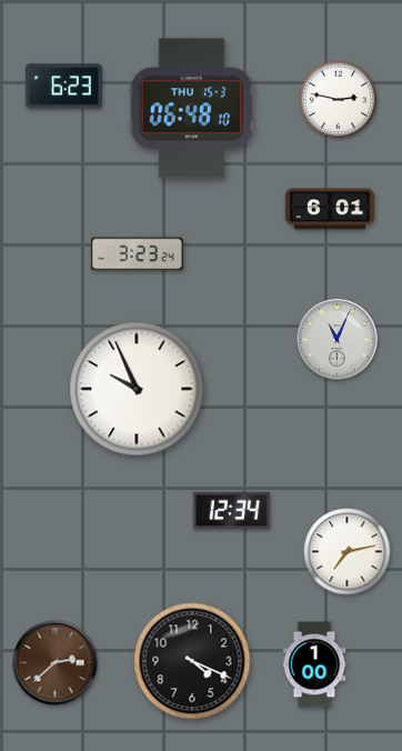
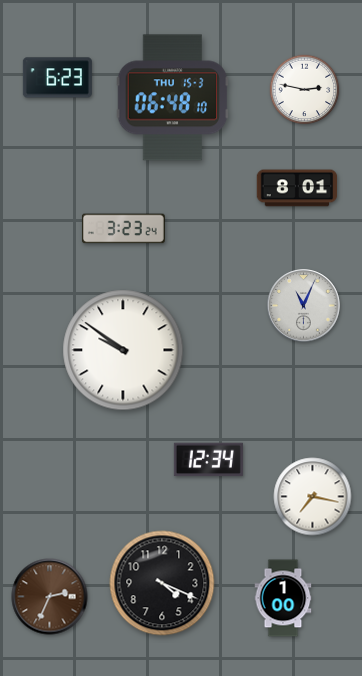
clock at (330, 209): 6:01 -> 8:01
clock at (137, 389): 9:56 -> 9:51
clock at (348, 552): 7:13 -> 7:17
clock at (192, 661) position: (192, 661) -> (162, 583)
clock at (56, 663): 2:38 -> 2:34
